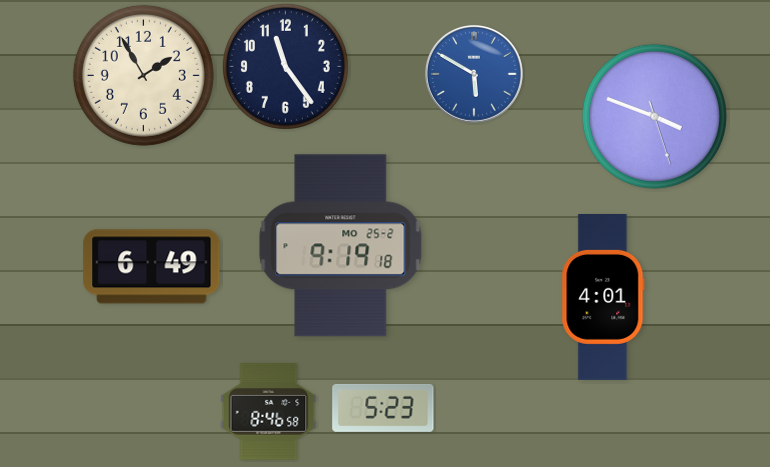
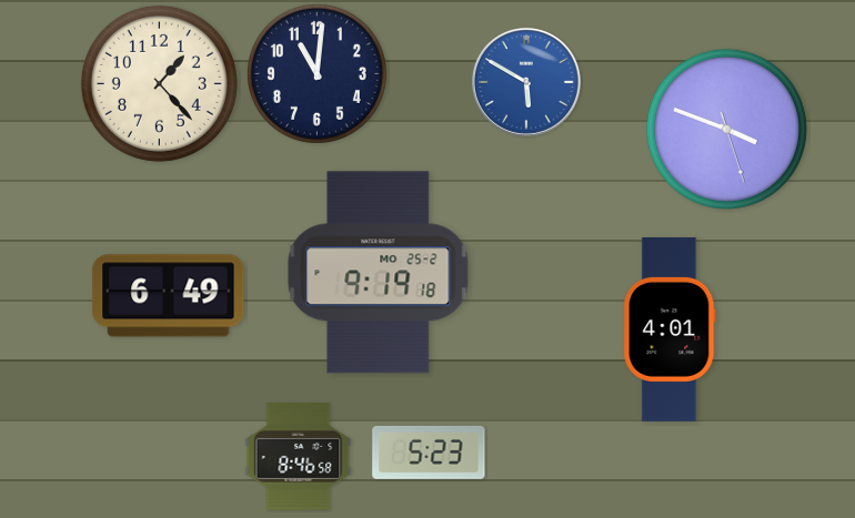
clock at (285, 66): 11:24 -> 11:01
clock at (143, 75): 1:55 -> 1:23
clock at (383, 408) position: (383, 408) -> (429, 453)
